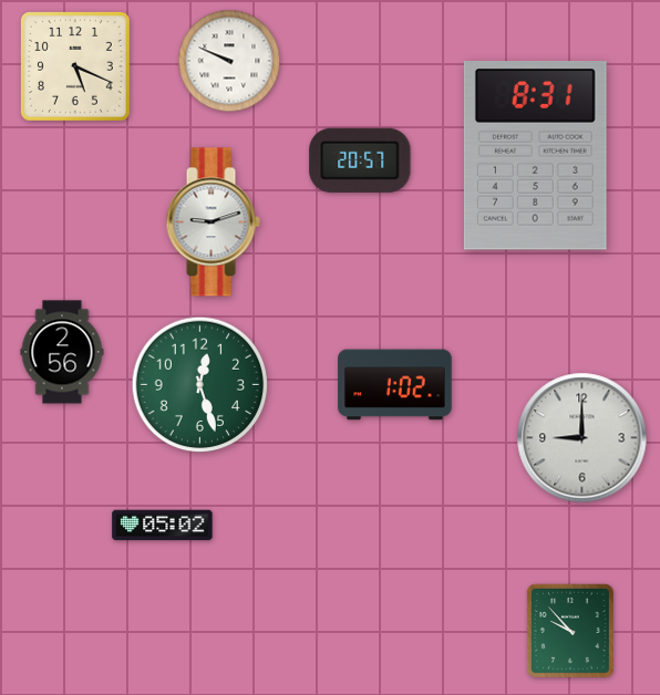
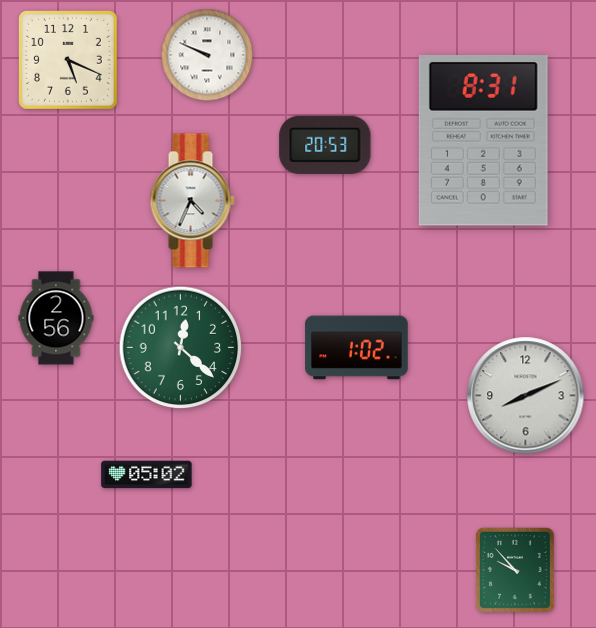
clock at (360, 160): 20:57 -> 20:53
clock at (213, 222): 9:12 -> 4:34
clock at (200, 385): 12:27 -> 12:22
clock at (582, 438): 9:00 -> 8:11
